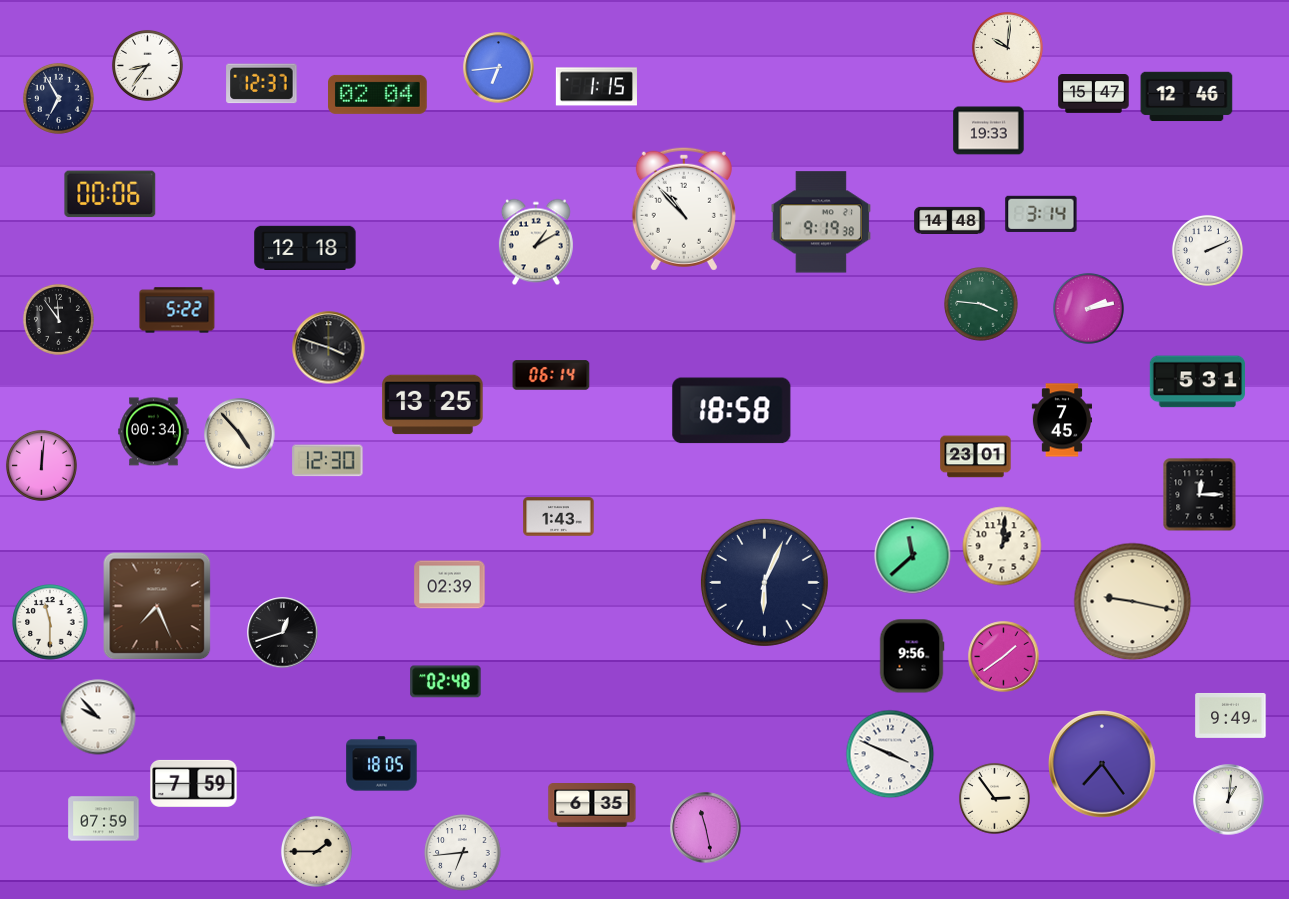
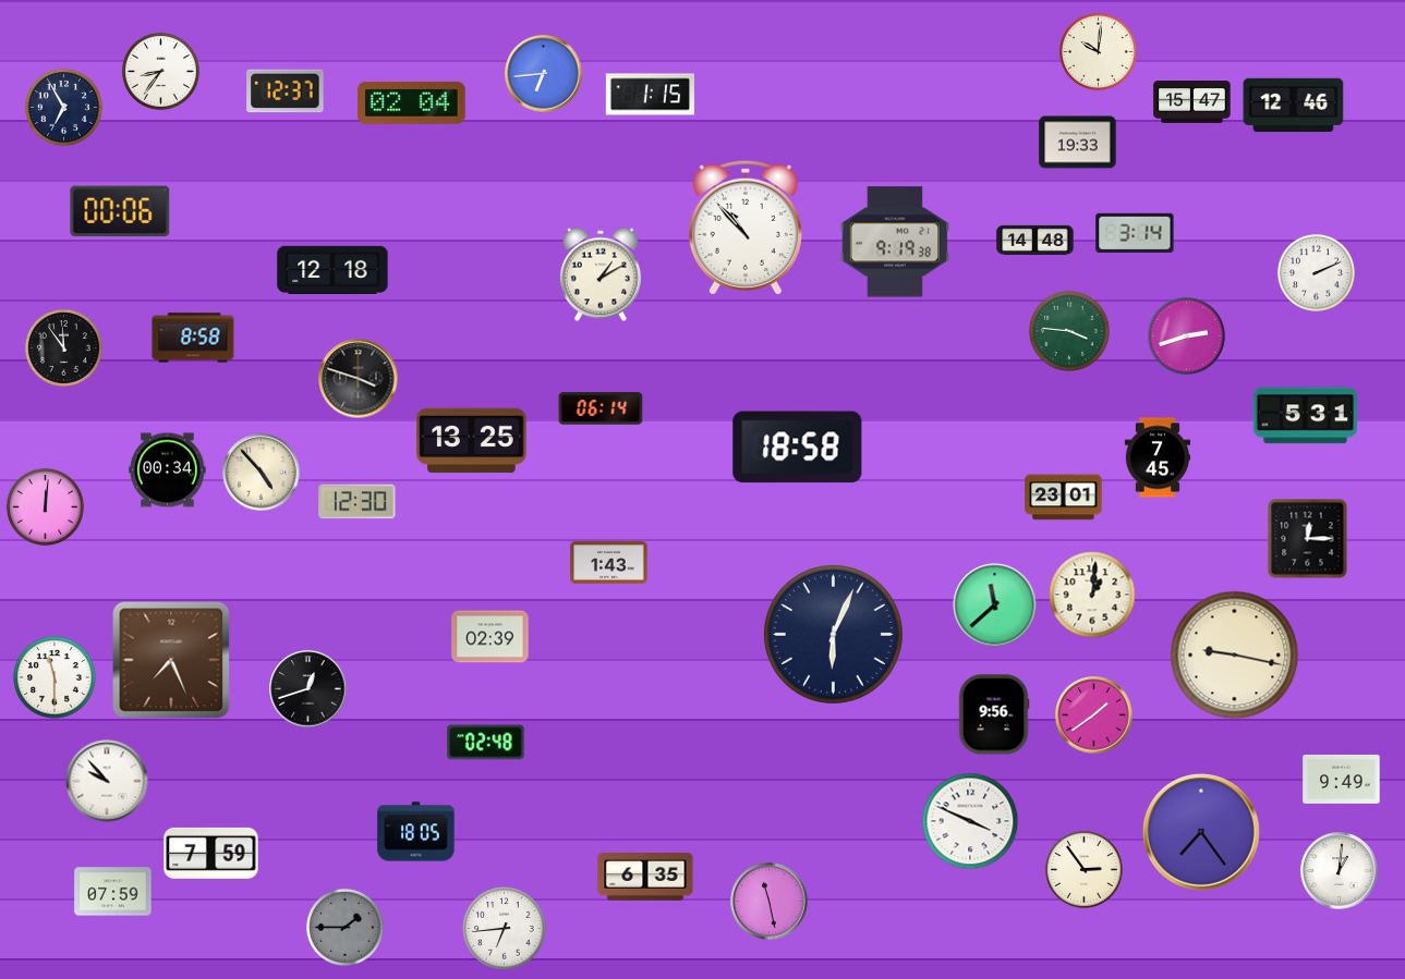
clock at (536, 242) position: (536, 242) -> (601, 274)
clock at (1088, 308): 2:13 -> 2:42
clock at (177, 310): 5:22 -> 8:58
clock at (316, 851) dial: cream -> grey
